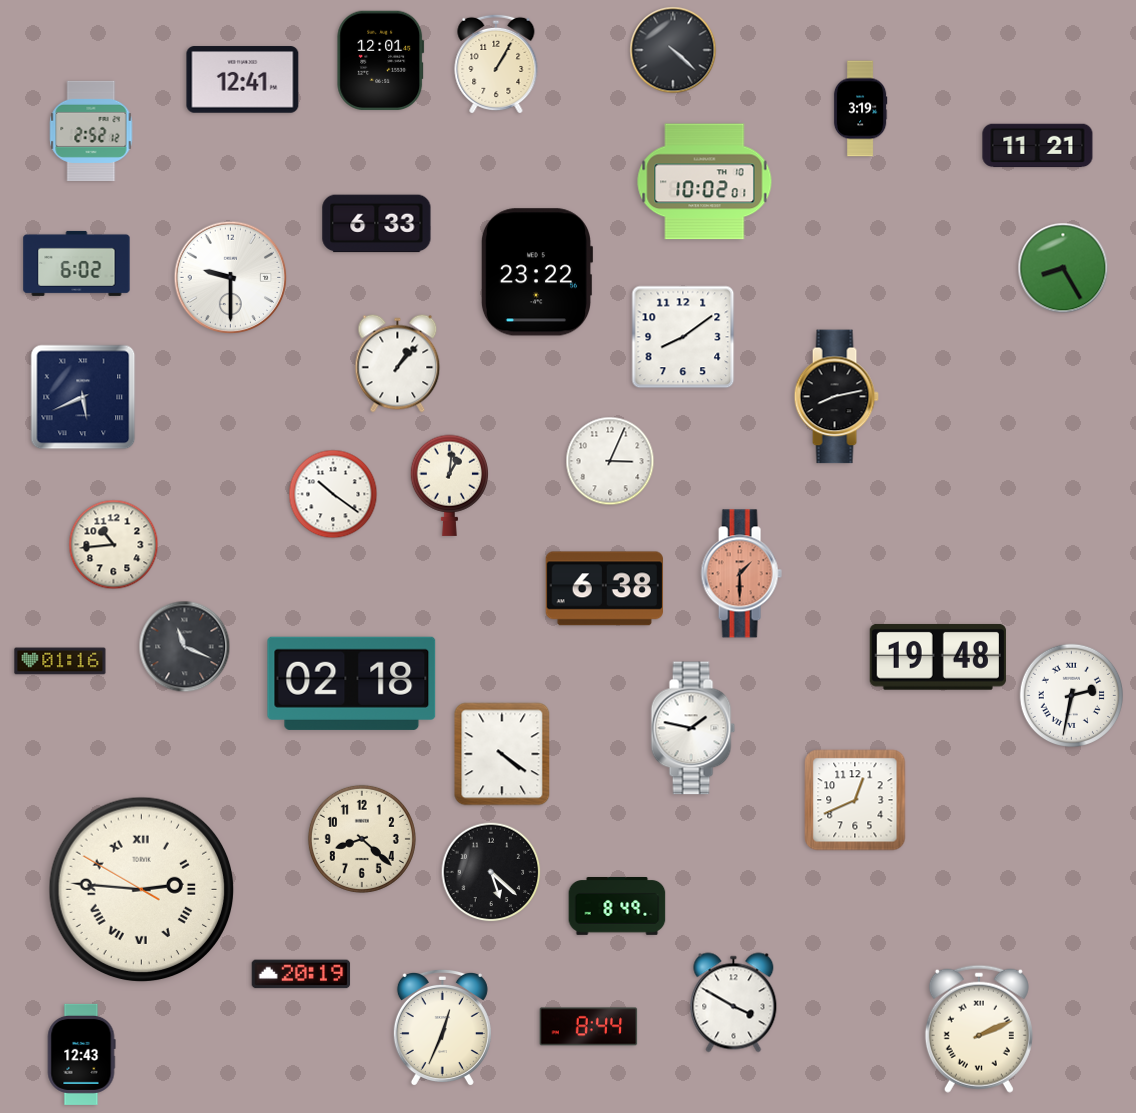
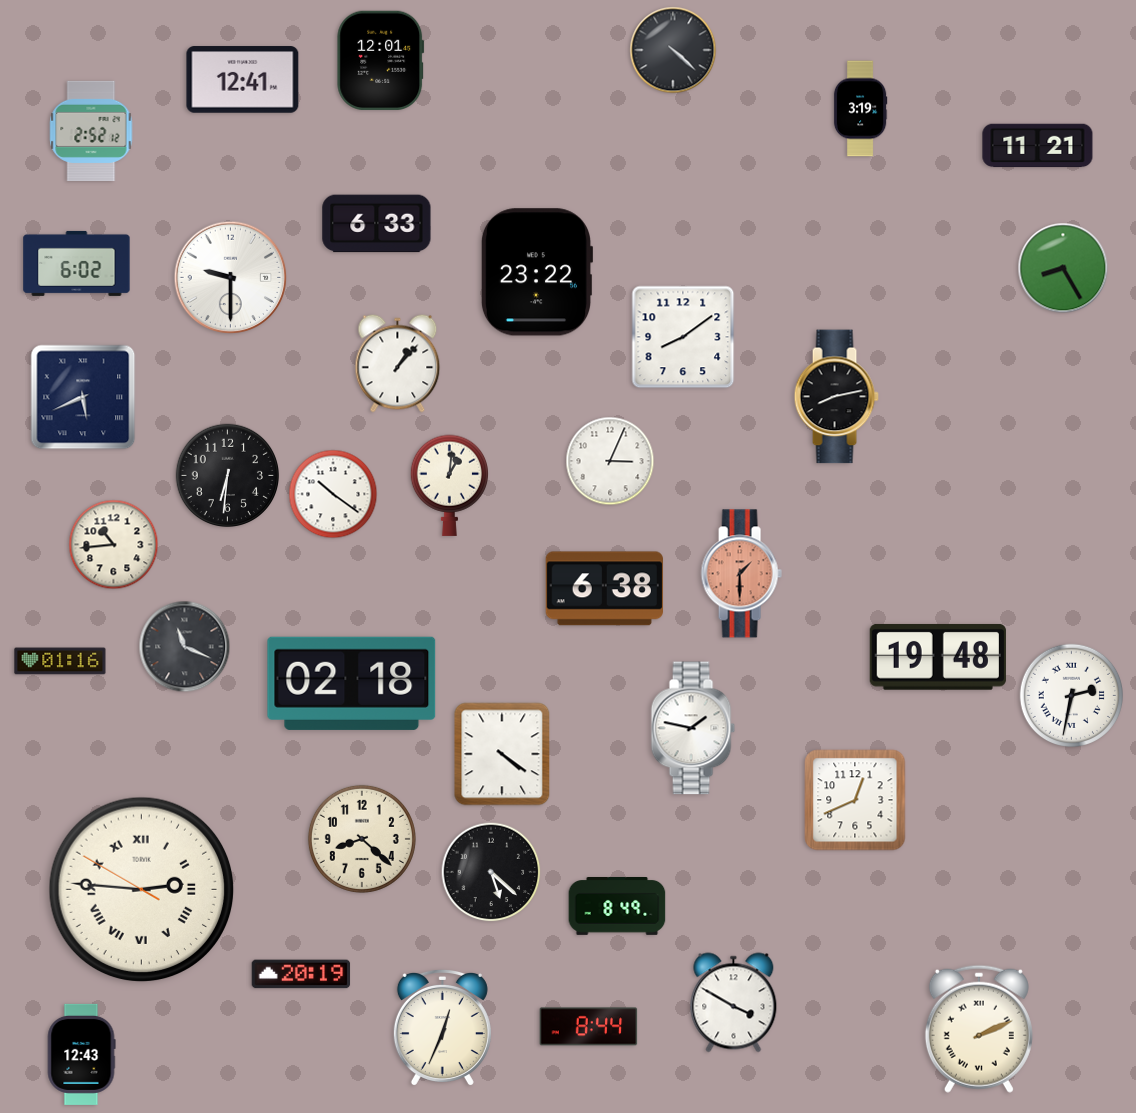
clock at (496, 64): 1:05 -> none
clock at (705, 182): 10:02 -> none
clock at (227, 475): none -> 6:31
